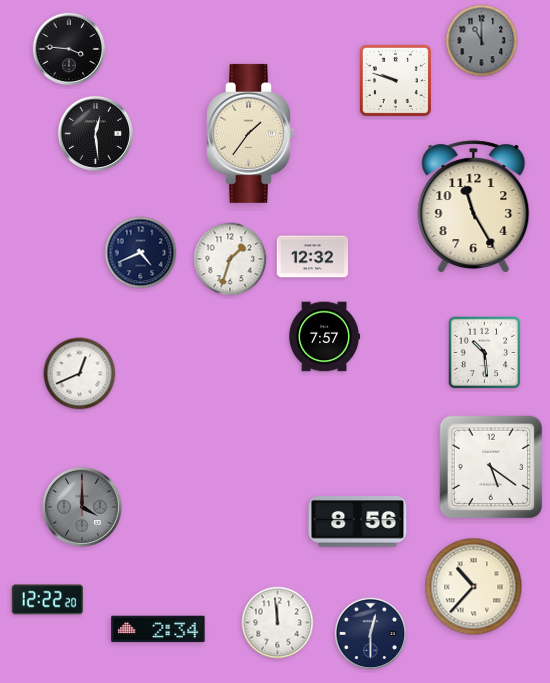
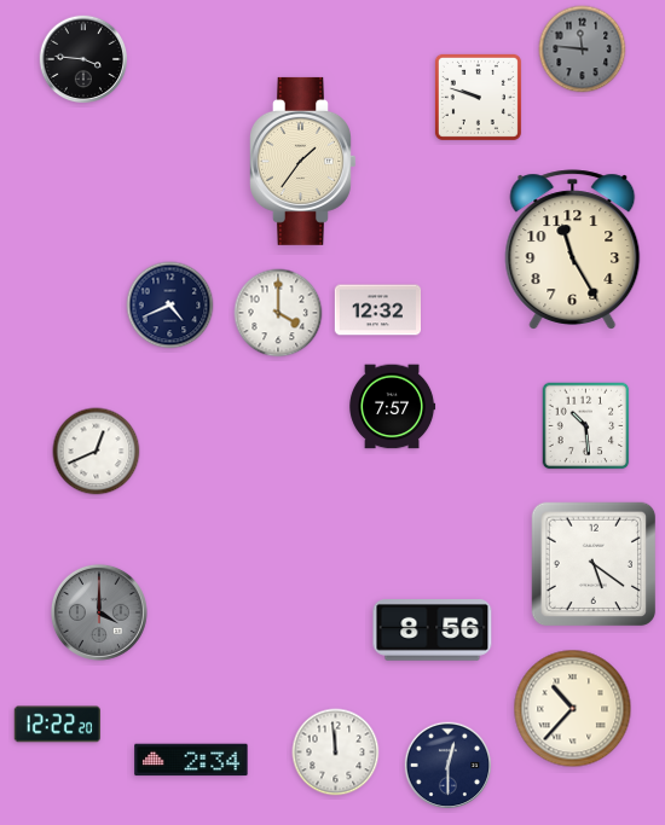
clock at (482, 41): 11:00 -> 11:46
clock at (95, 133): 12:29 -> none
clock at (230, 259): 1:33 -> 4:00
